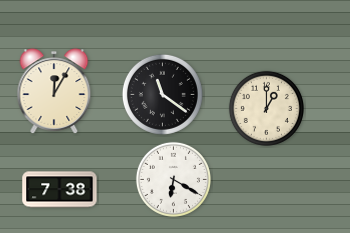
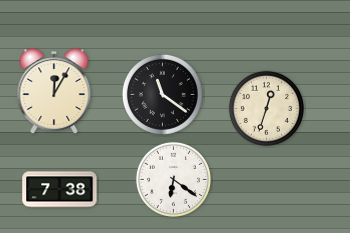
clock at (266, 108): 1:00 -> 12:33
clock at (173, 179): 6:20 -> 6:21
